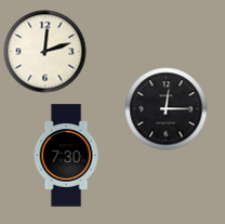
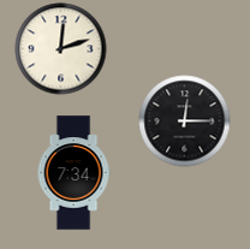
clock at (45, 52) position: (45, 52) -> (61, 49)
clock at (66, 156): 7:30 -> 7:34
